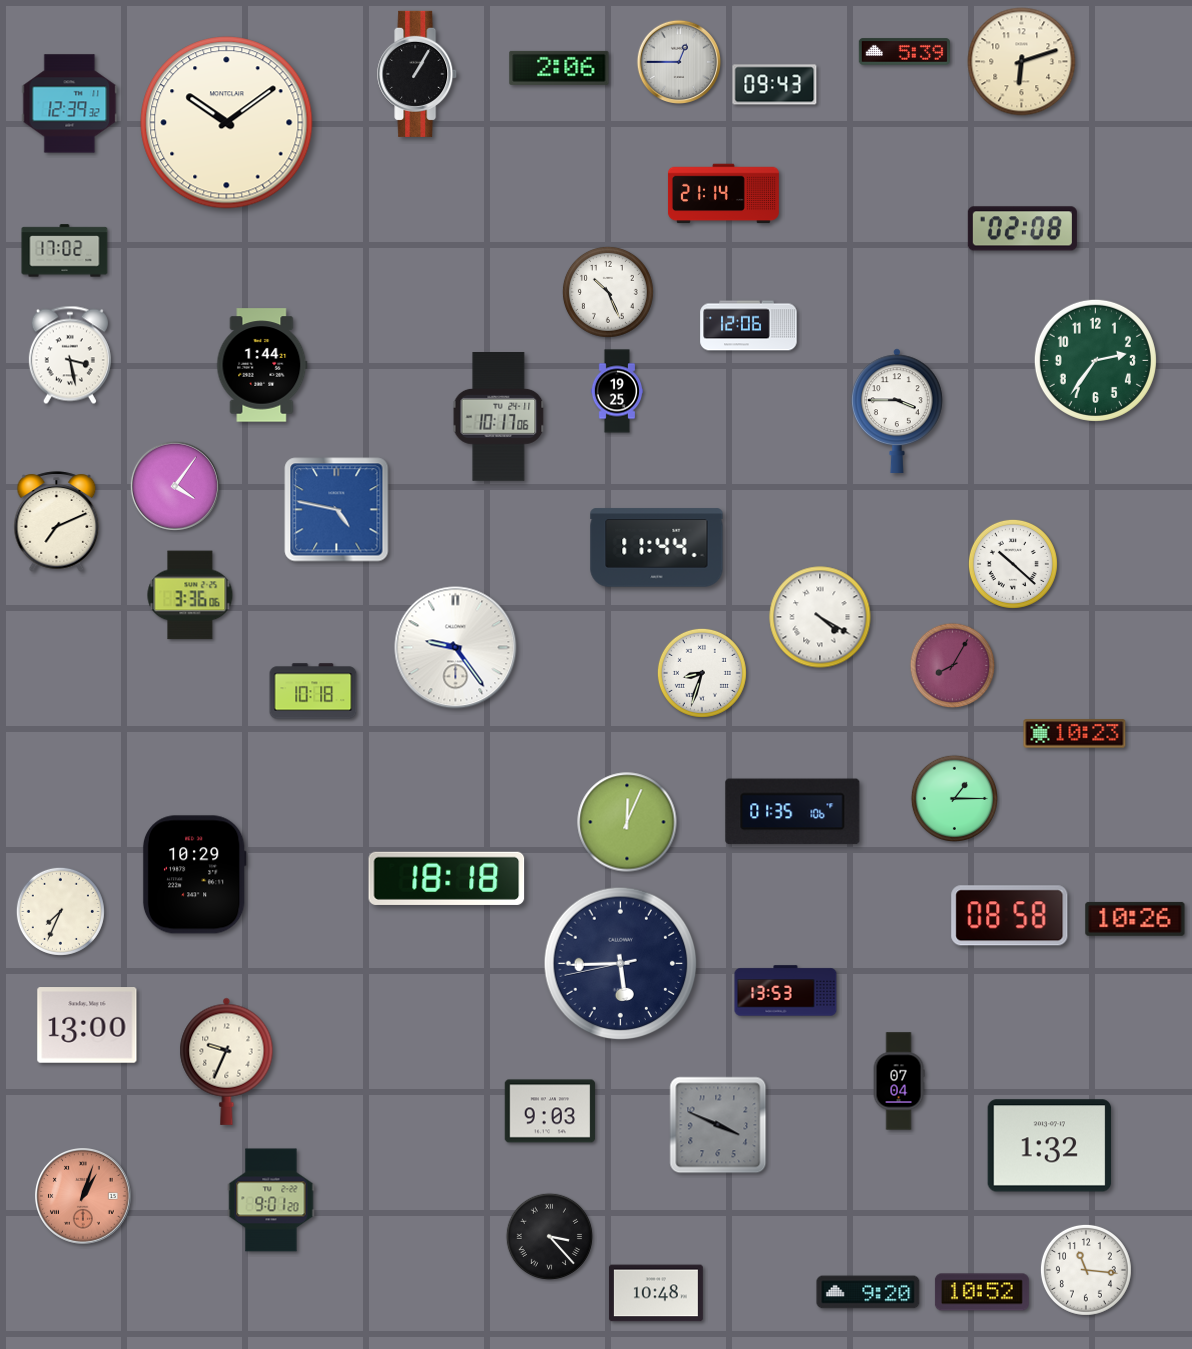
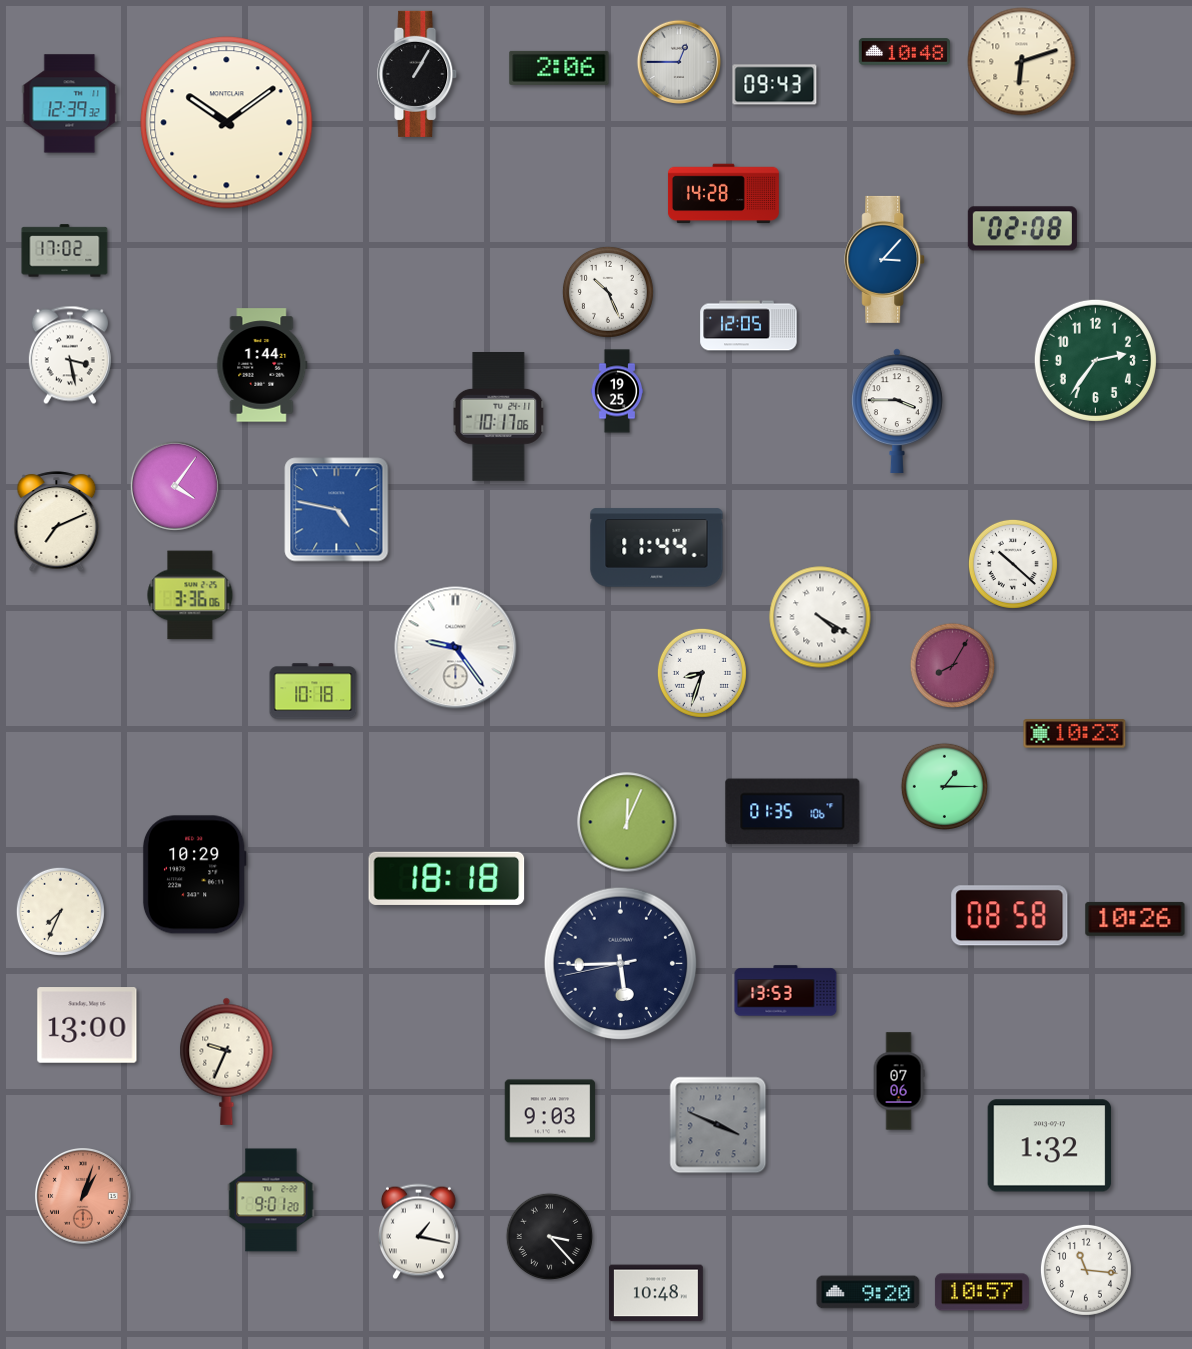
clock at (904, 52): 5:39 -> 10:48
clock at (724, 194): 21:14 -> 14:28
clock at (885, 259): none -> 3:07
clock at (749, 326): 12:06 -> 12:05
clock at (954, 798) position: (954, 798) -> (944, 786)
clock at (899, 1081): 07:04 -> 07:06
clock at (419, 1232): none -> 1:17
clock at (982, 1292): 10:52 -> 10:57
